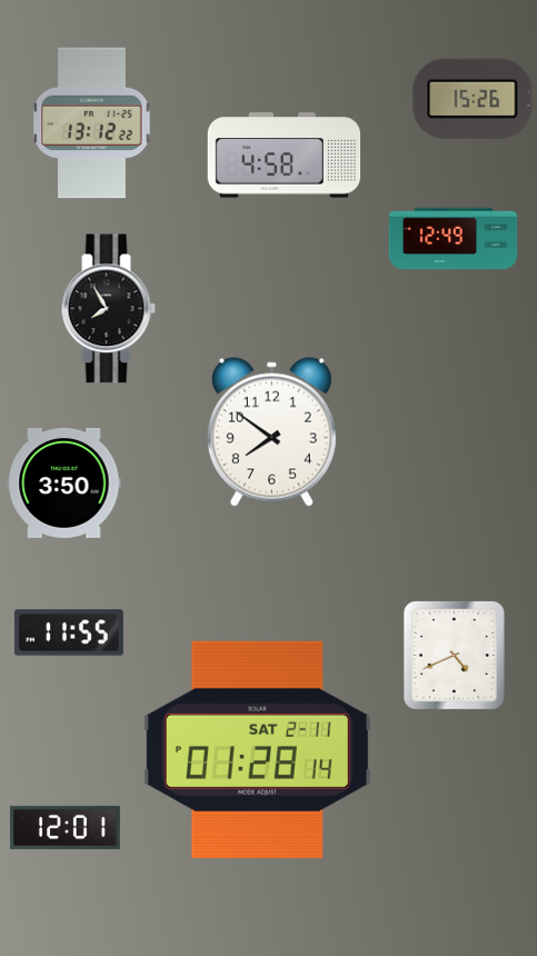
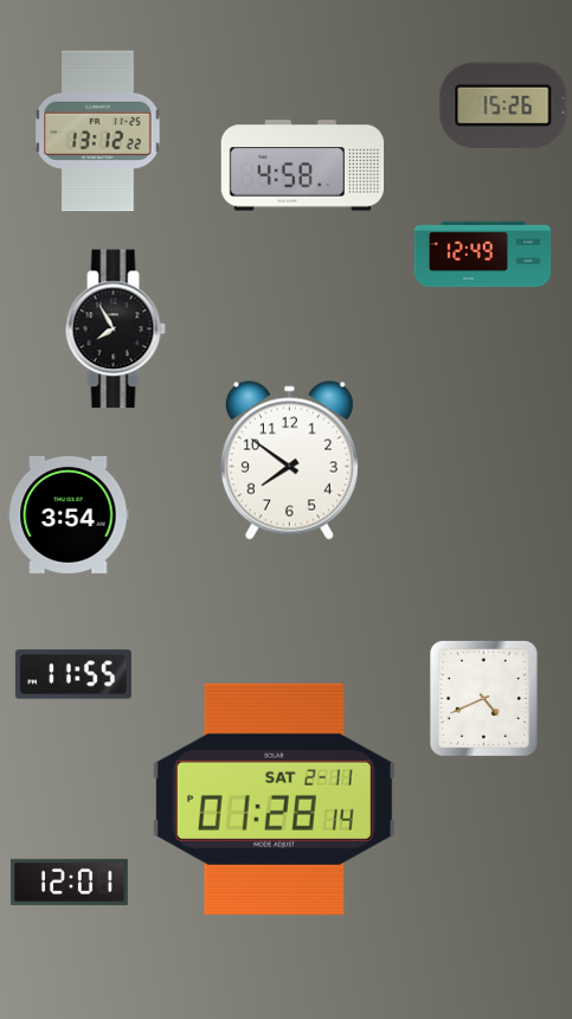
clock at (64, 482): 3:50 -> 3:54
